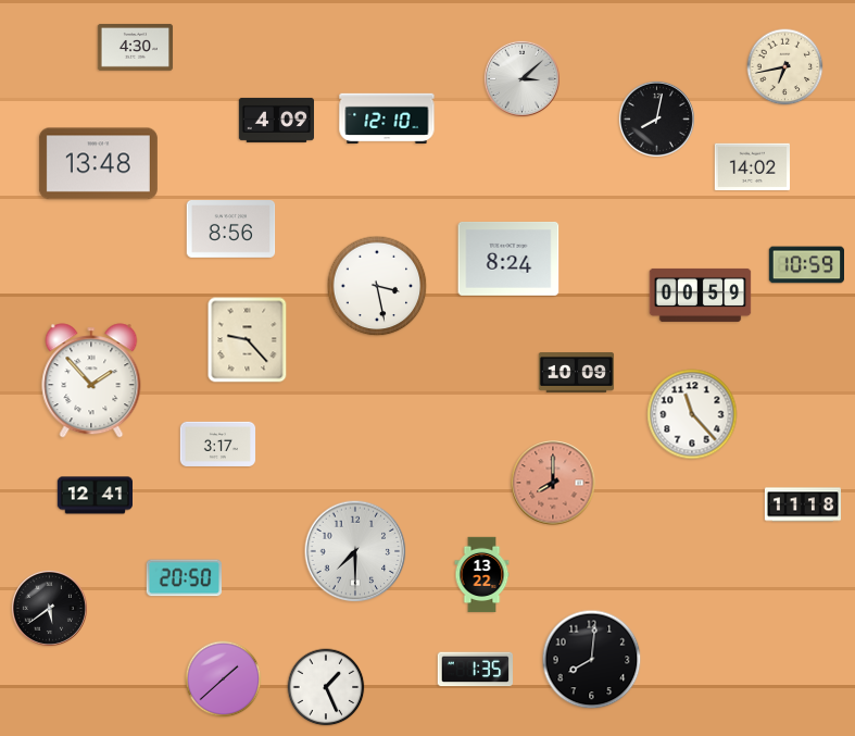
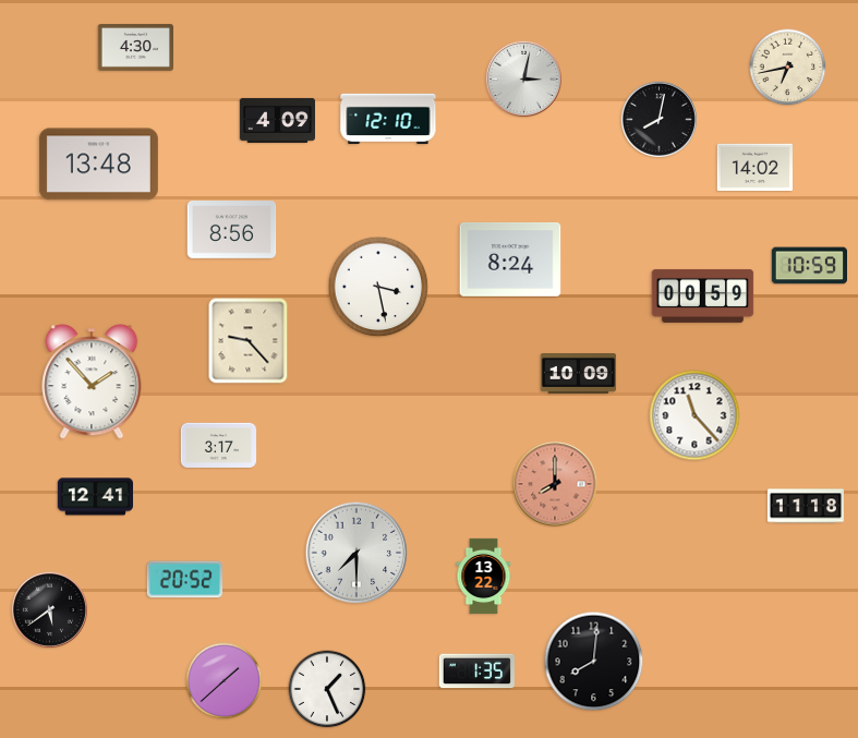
clock at (521, 78): 3:08 -> 3:02
clock at (184, 578): 20:50 -> 20:52
